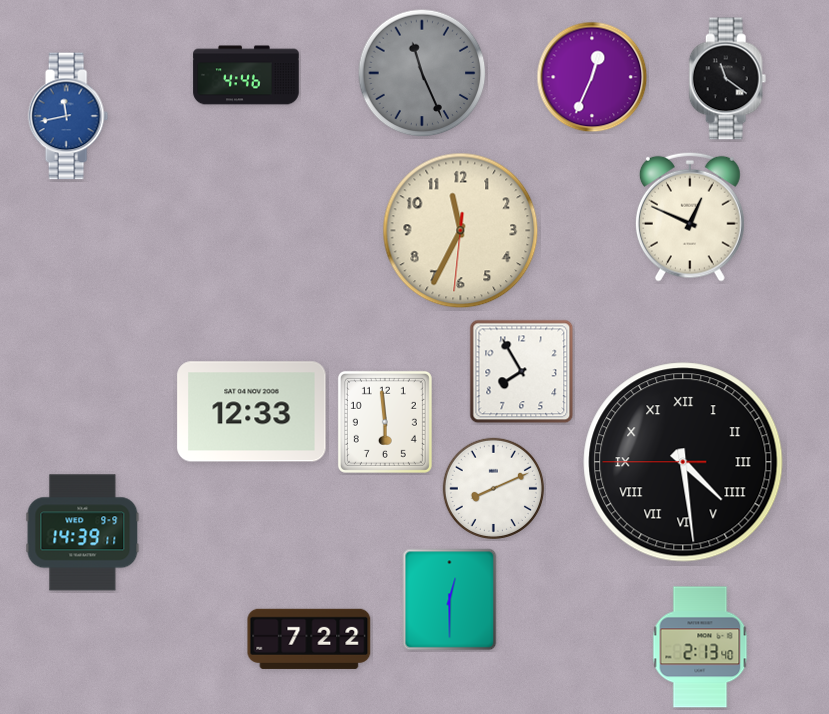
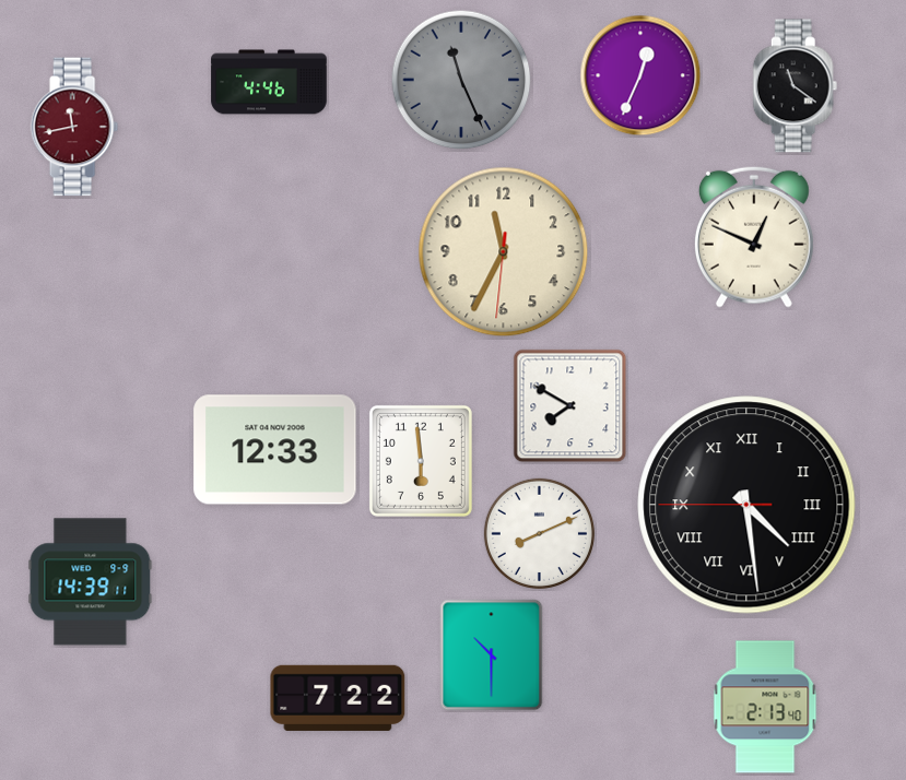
clock at (592, 77) position: (592, 77) -> (640, 75)
clock at (68, 116) dial: blue -> burgundy
clock at (522, 372): 7:55 -> 7:50
clock at (450, 600): 12:30 -> 10:30
